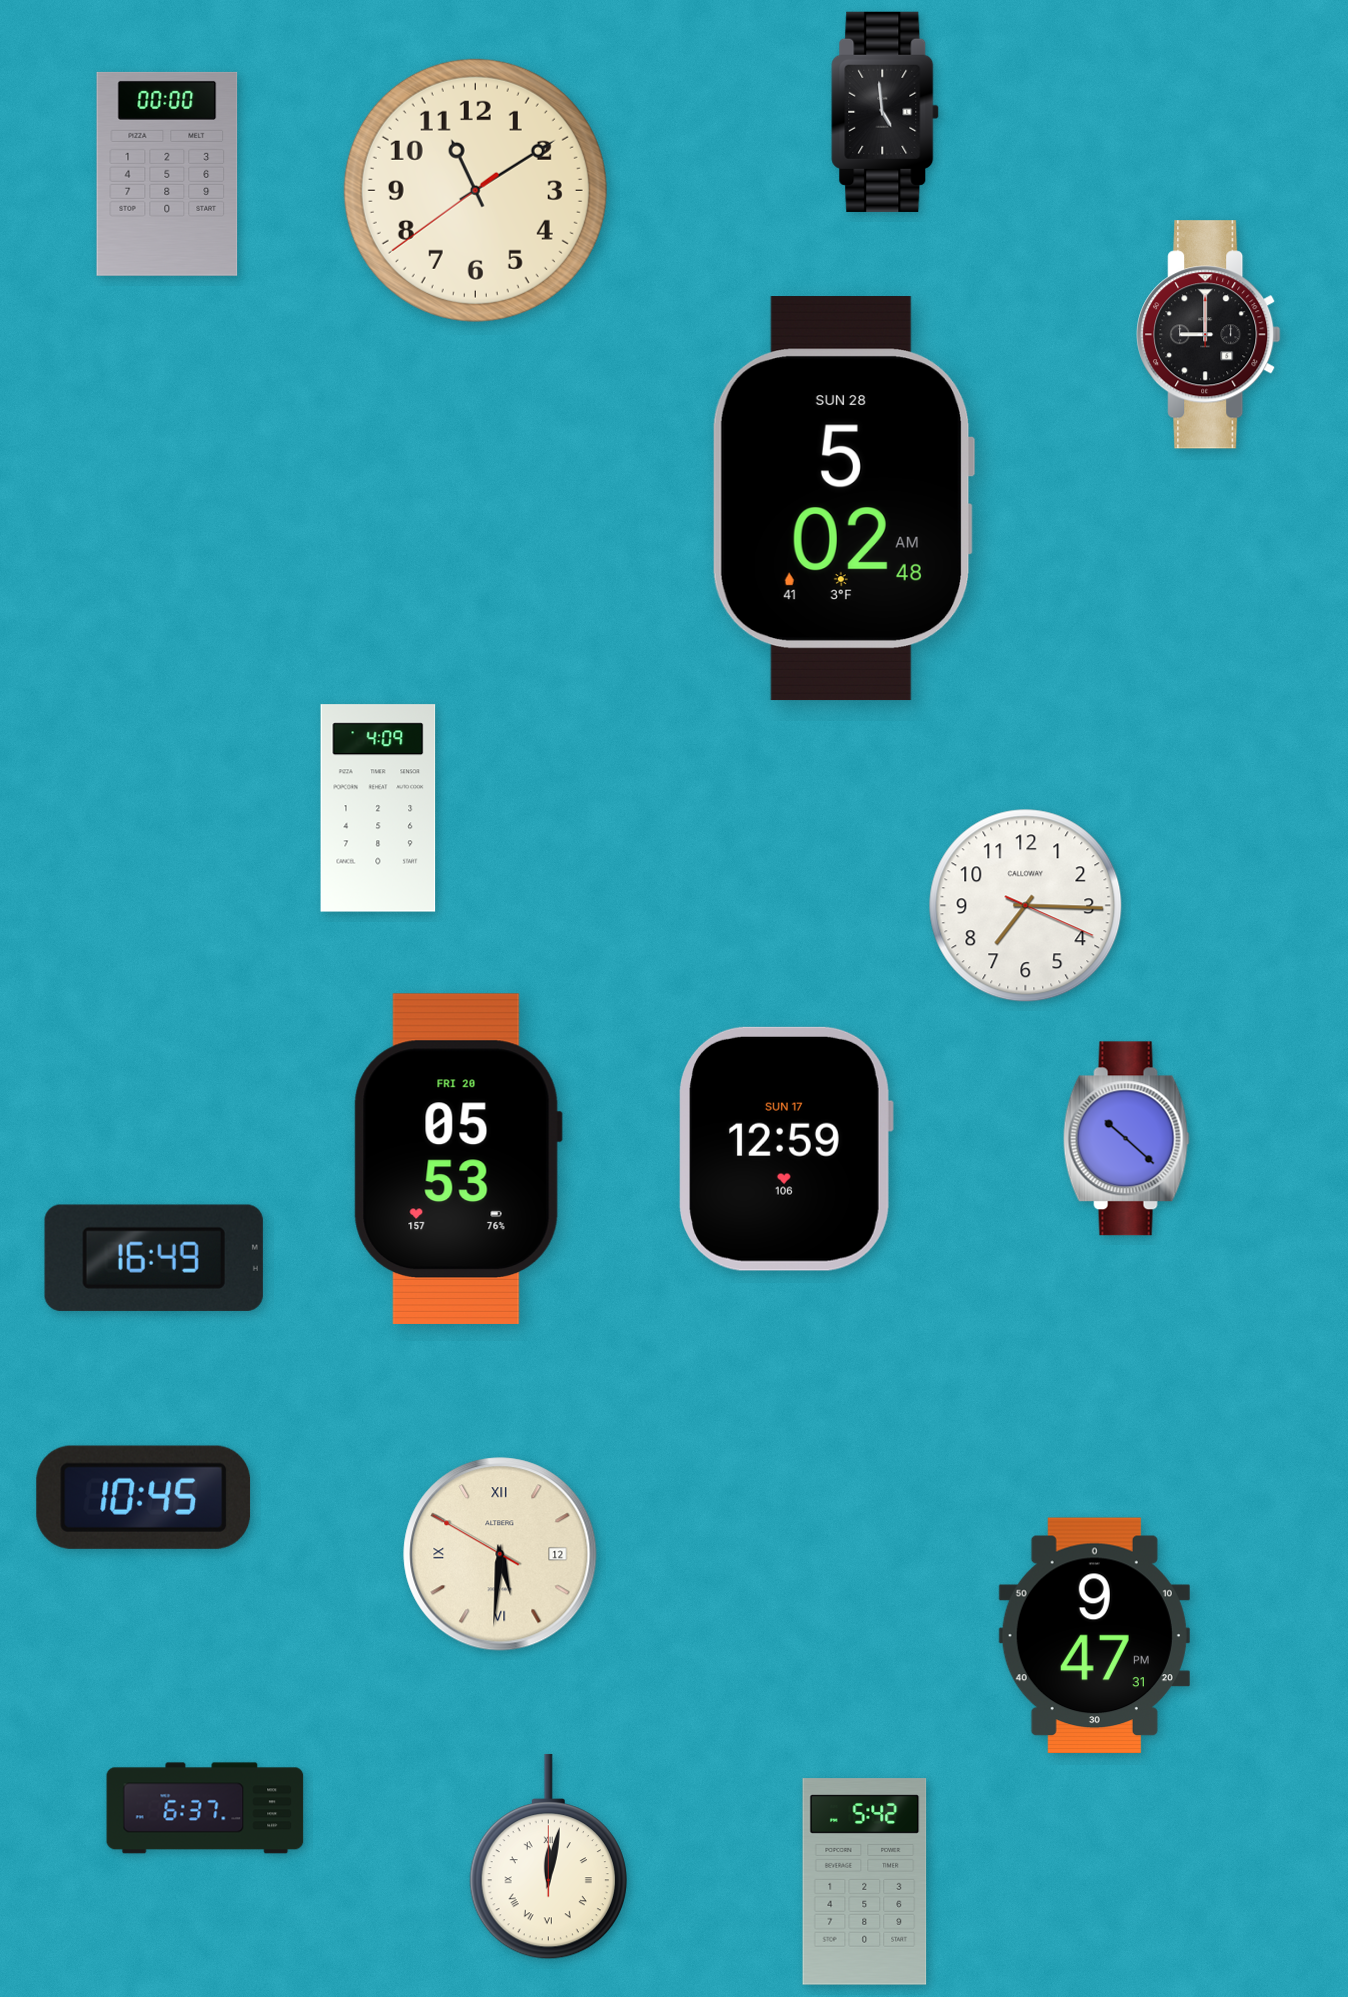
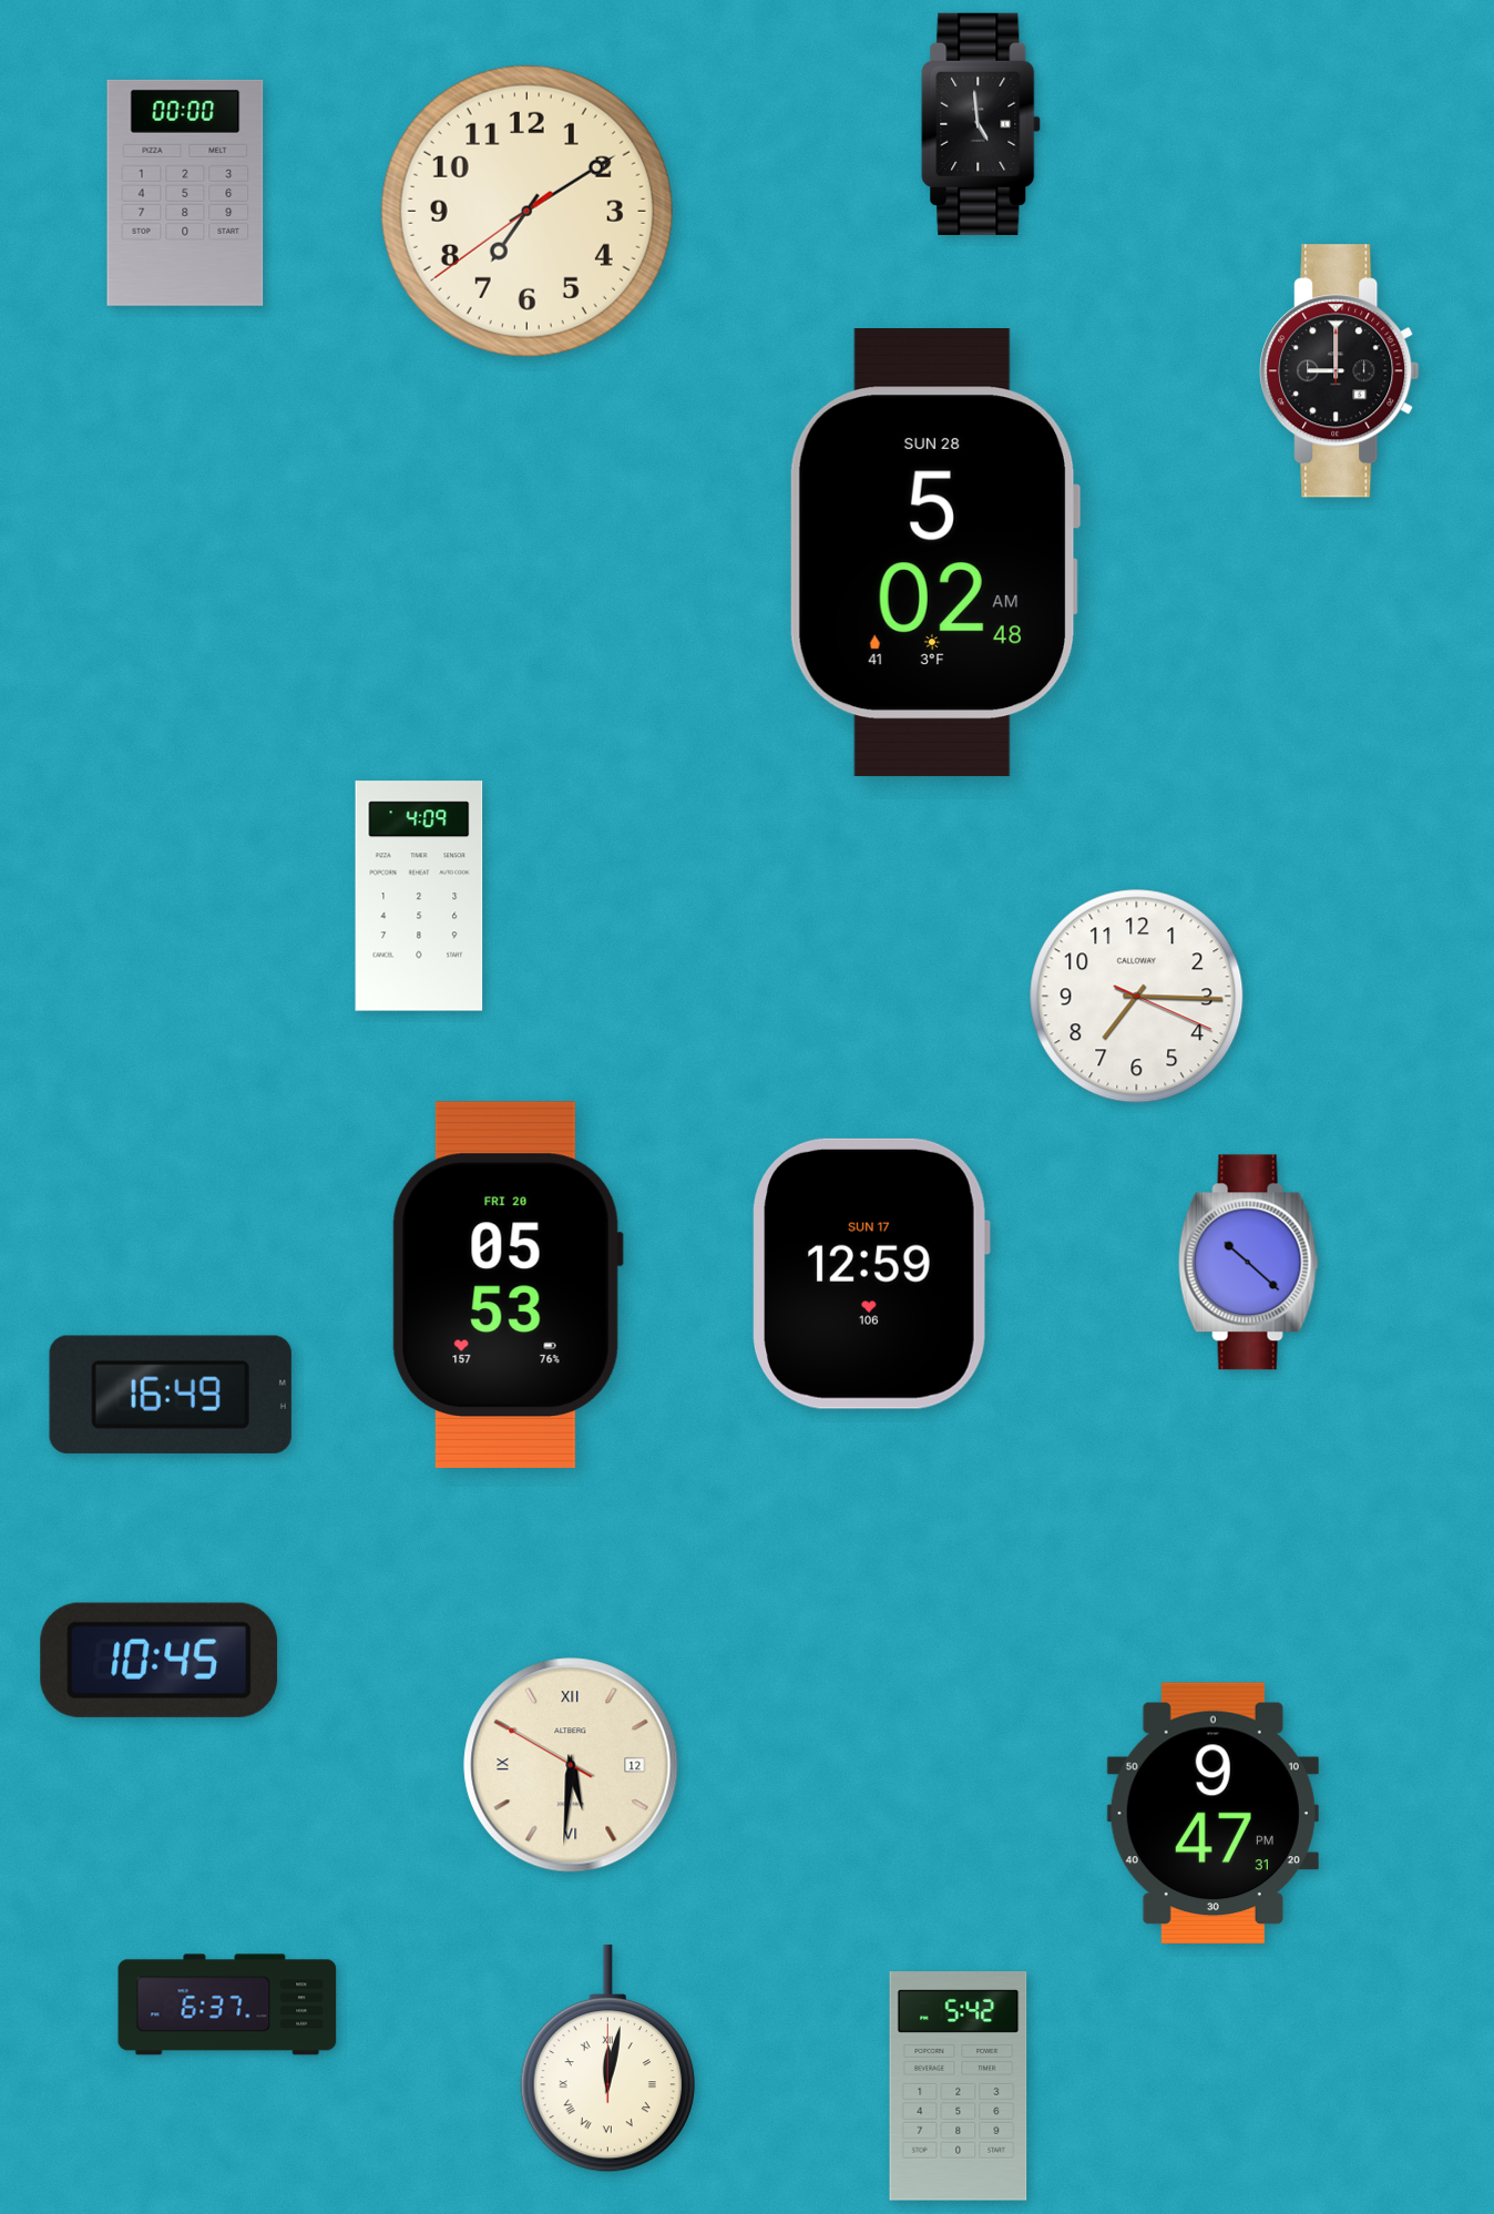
clock at (475, 190): 11:09 -> 7:09
clock at (1026, 906) position: (1026, 906) -> (1137, 997)
clock at (500, 1554) position: (500, 1554) -> (571, 1765)
